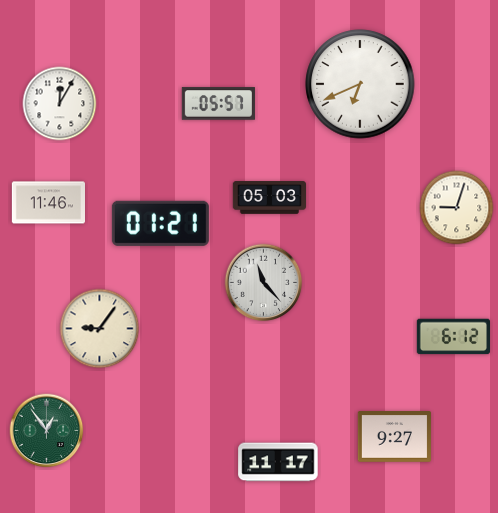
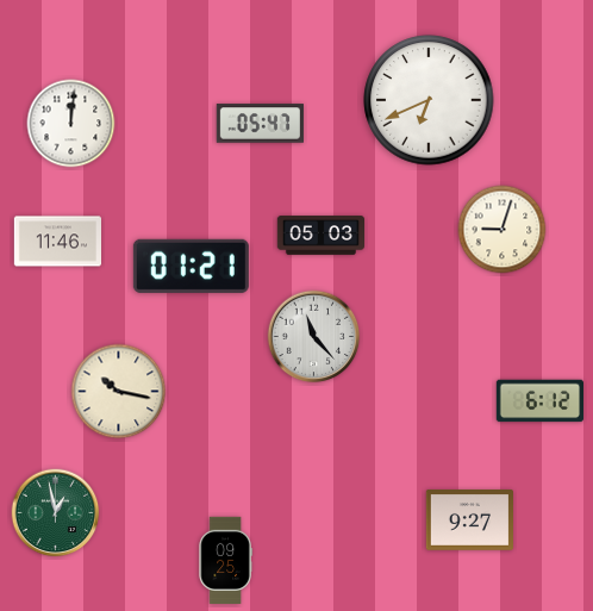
clock at (60, 104): 12:05 -> 12:01
clock at (218, 104): 05:57 -> 05:47
clock at (457, 208) position: (457, 208) -> (503, 230)
clock at (100, 329): 9:06 -> 10:17
clock at (47, 431): 12:54 -> 12:58
clock at (278, 462): 11:17 -> none
clock at (225, 560): none -> 09:25
